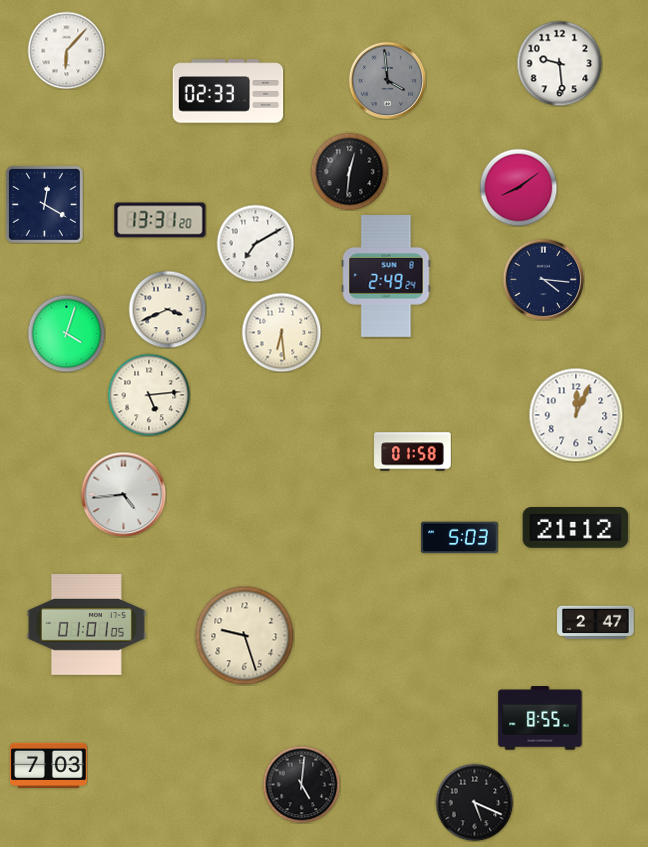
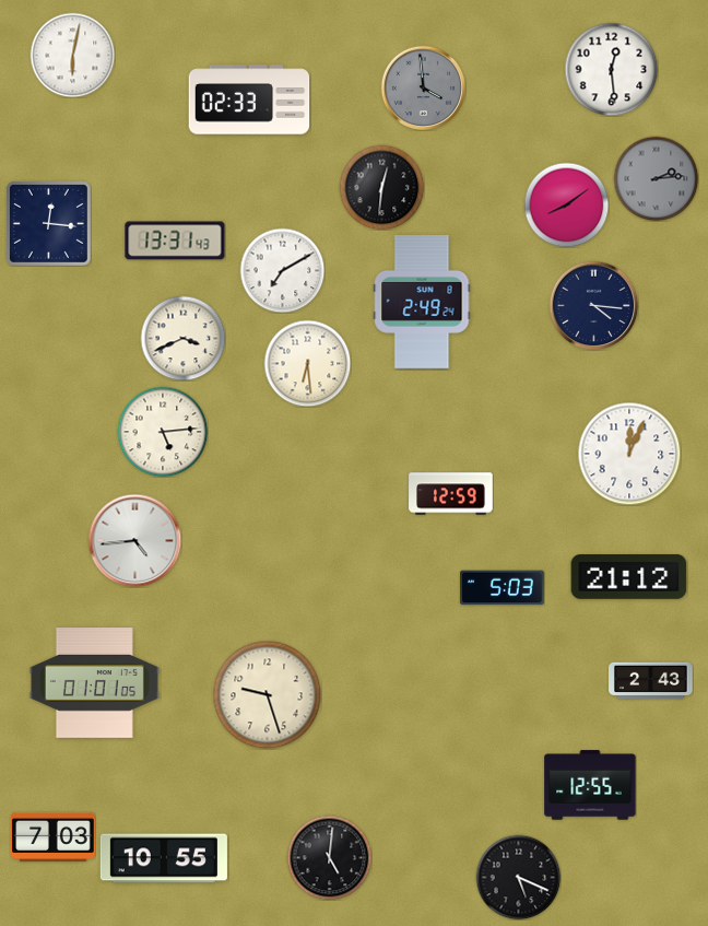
clock at (66, 50): 6:07 -> 6:02
clock at (559, 63): 9:29 -> 12:29
clock at (656, 178): none -> 2:14
clock at (44, 204): 12:20 -> 12:16
clock at (160, 220): 13:31:20 -> 13:31:43
clock at (255, 243) position: (255, 243) -> (282, 270)
clock at (66, 333): 4:03 -> none
clock at (413, 452): 01:58 -> 12:59
clock at (596, 623): 2:47 -> 2:43
clock at (540, 718): 8:55 -> 12:55
clock at (164, 858): none -> 10:55
